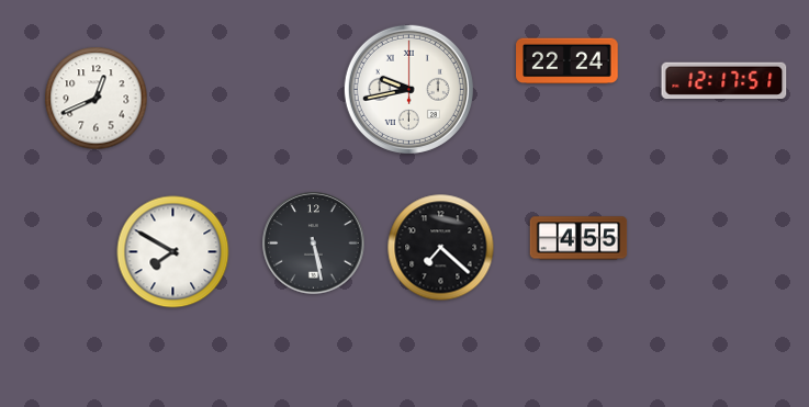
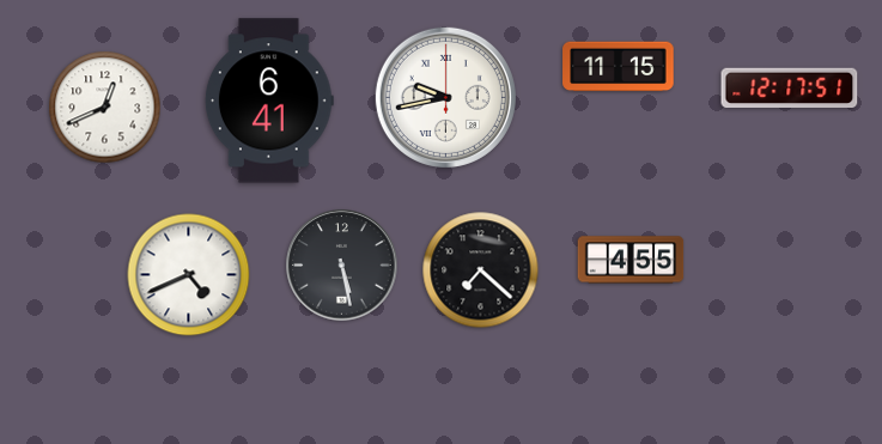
clock at (568, 61): 22:24 -> 11:15
clock at (269, 101): none -> 6:41
clock at (173, 252): 7:50 -> 4:41
